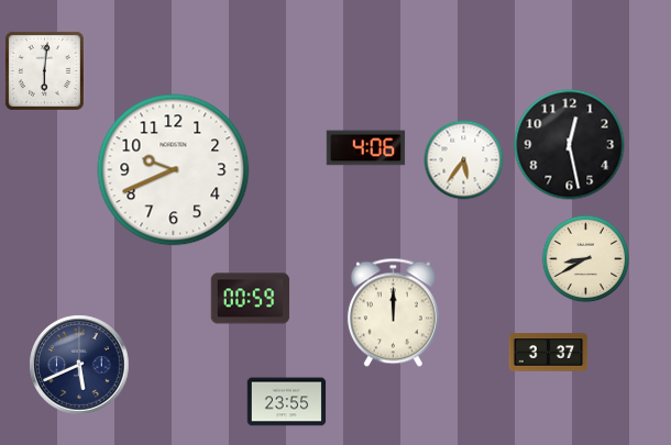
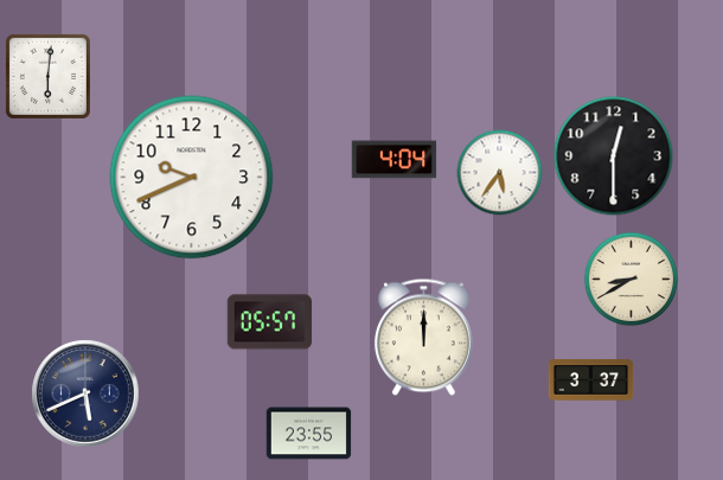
clock at (570, 145): 12:28 -> 12:30
clock at (366, 148): 4:06 -> 4:04
clock at (174, 170) position: (174, 170) -> (192, 178)
clock at (251, 299): 00:59 -> 05:57
